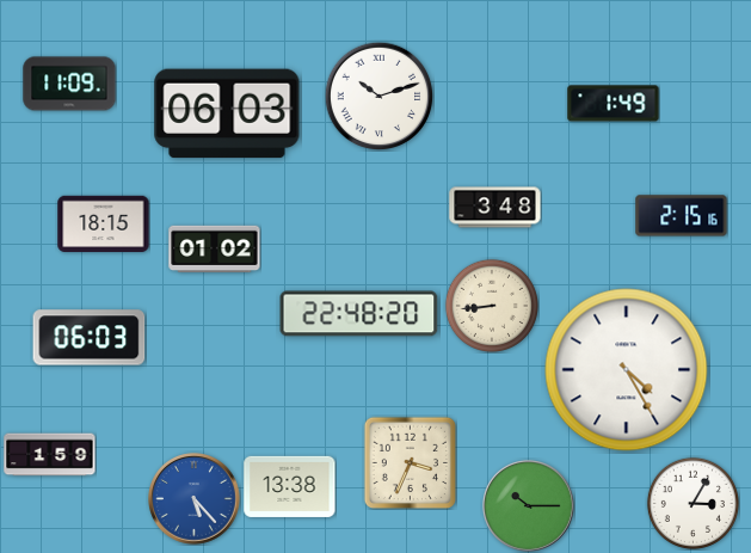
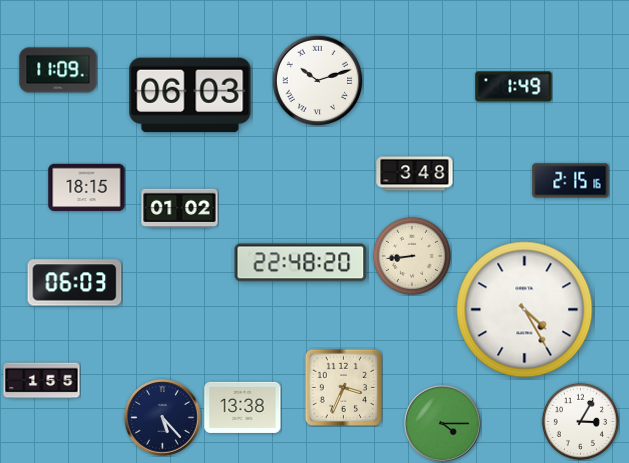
clock at (50, 455): 1:59 -> 1:55
clock at (195, 499) dial: blue -> navy
clock at (529, 506): 10:15 -> 4:15
